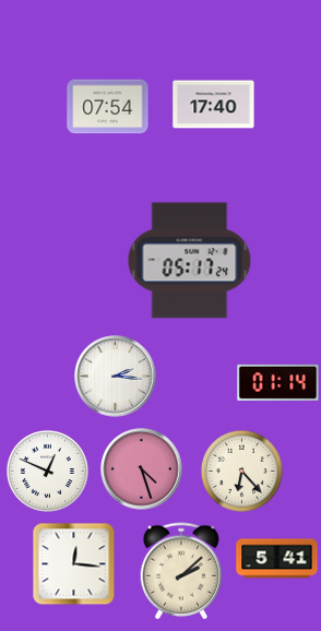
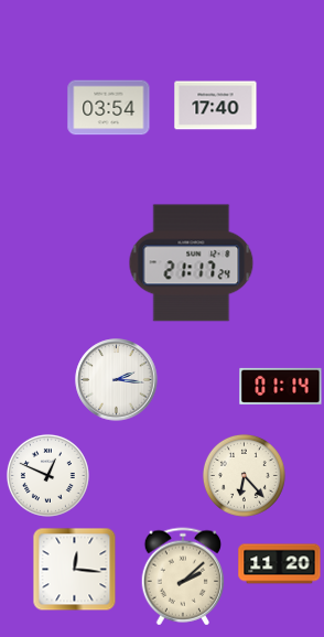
clock at (108, 107): 07:54 -> 03:54
clock at (190, 261): 05:17 -> 21:17
clock at (142, 469): 4:27 -> none
clock at (277, 559): 5:41 -> 11:20
